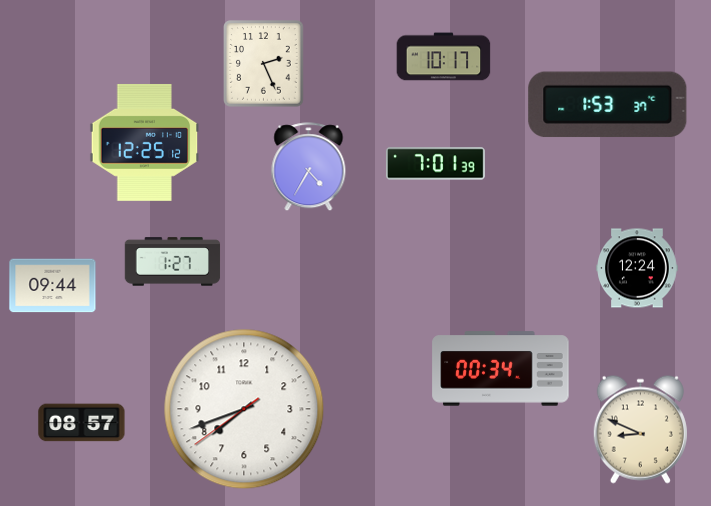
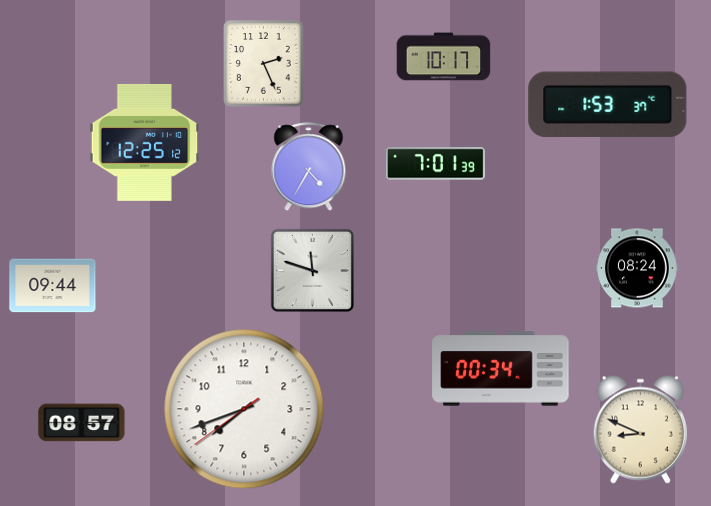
clock at (173, 262): 1:27 -> none
clock at (637, 268): 12:24 -> 08:24
clock at (312, 270): none -> 11:48
